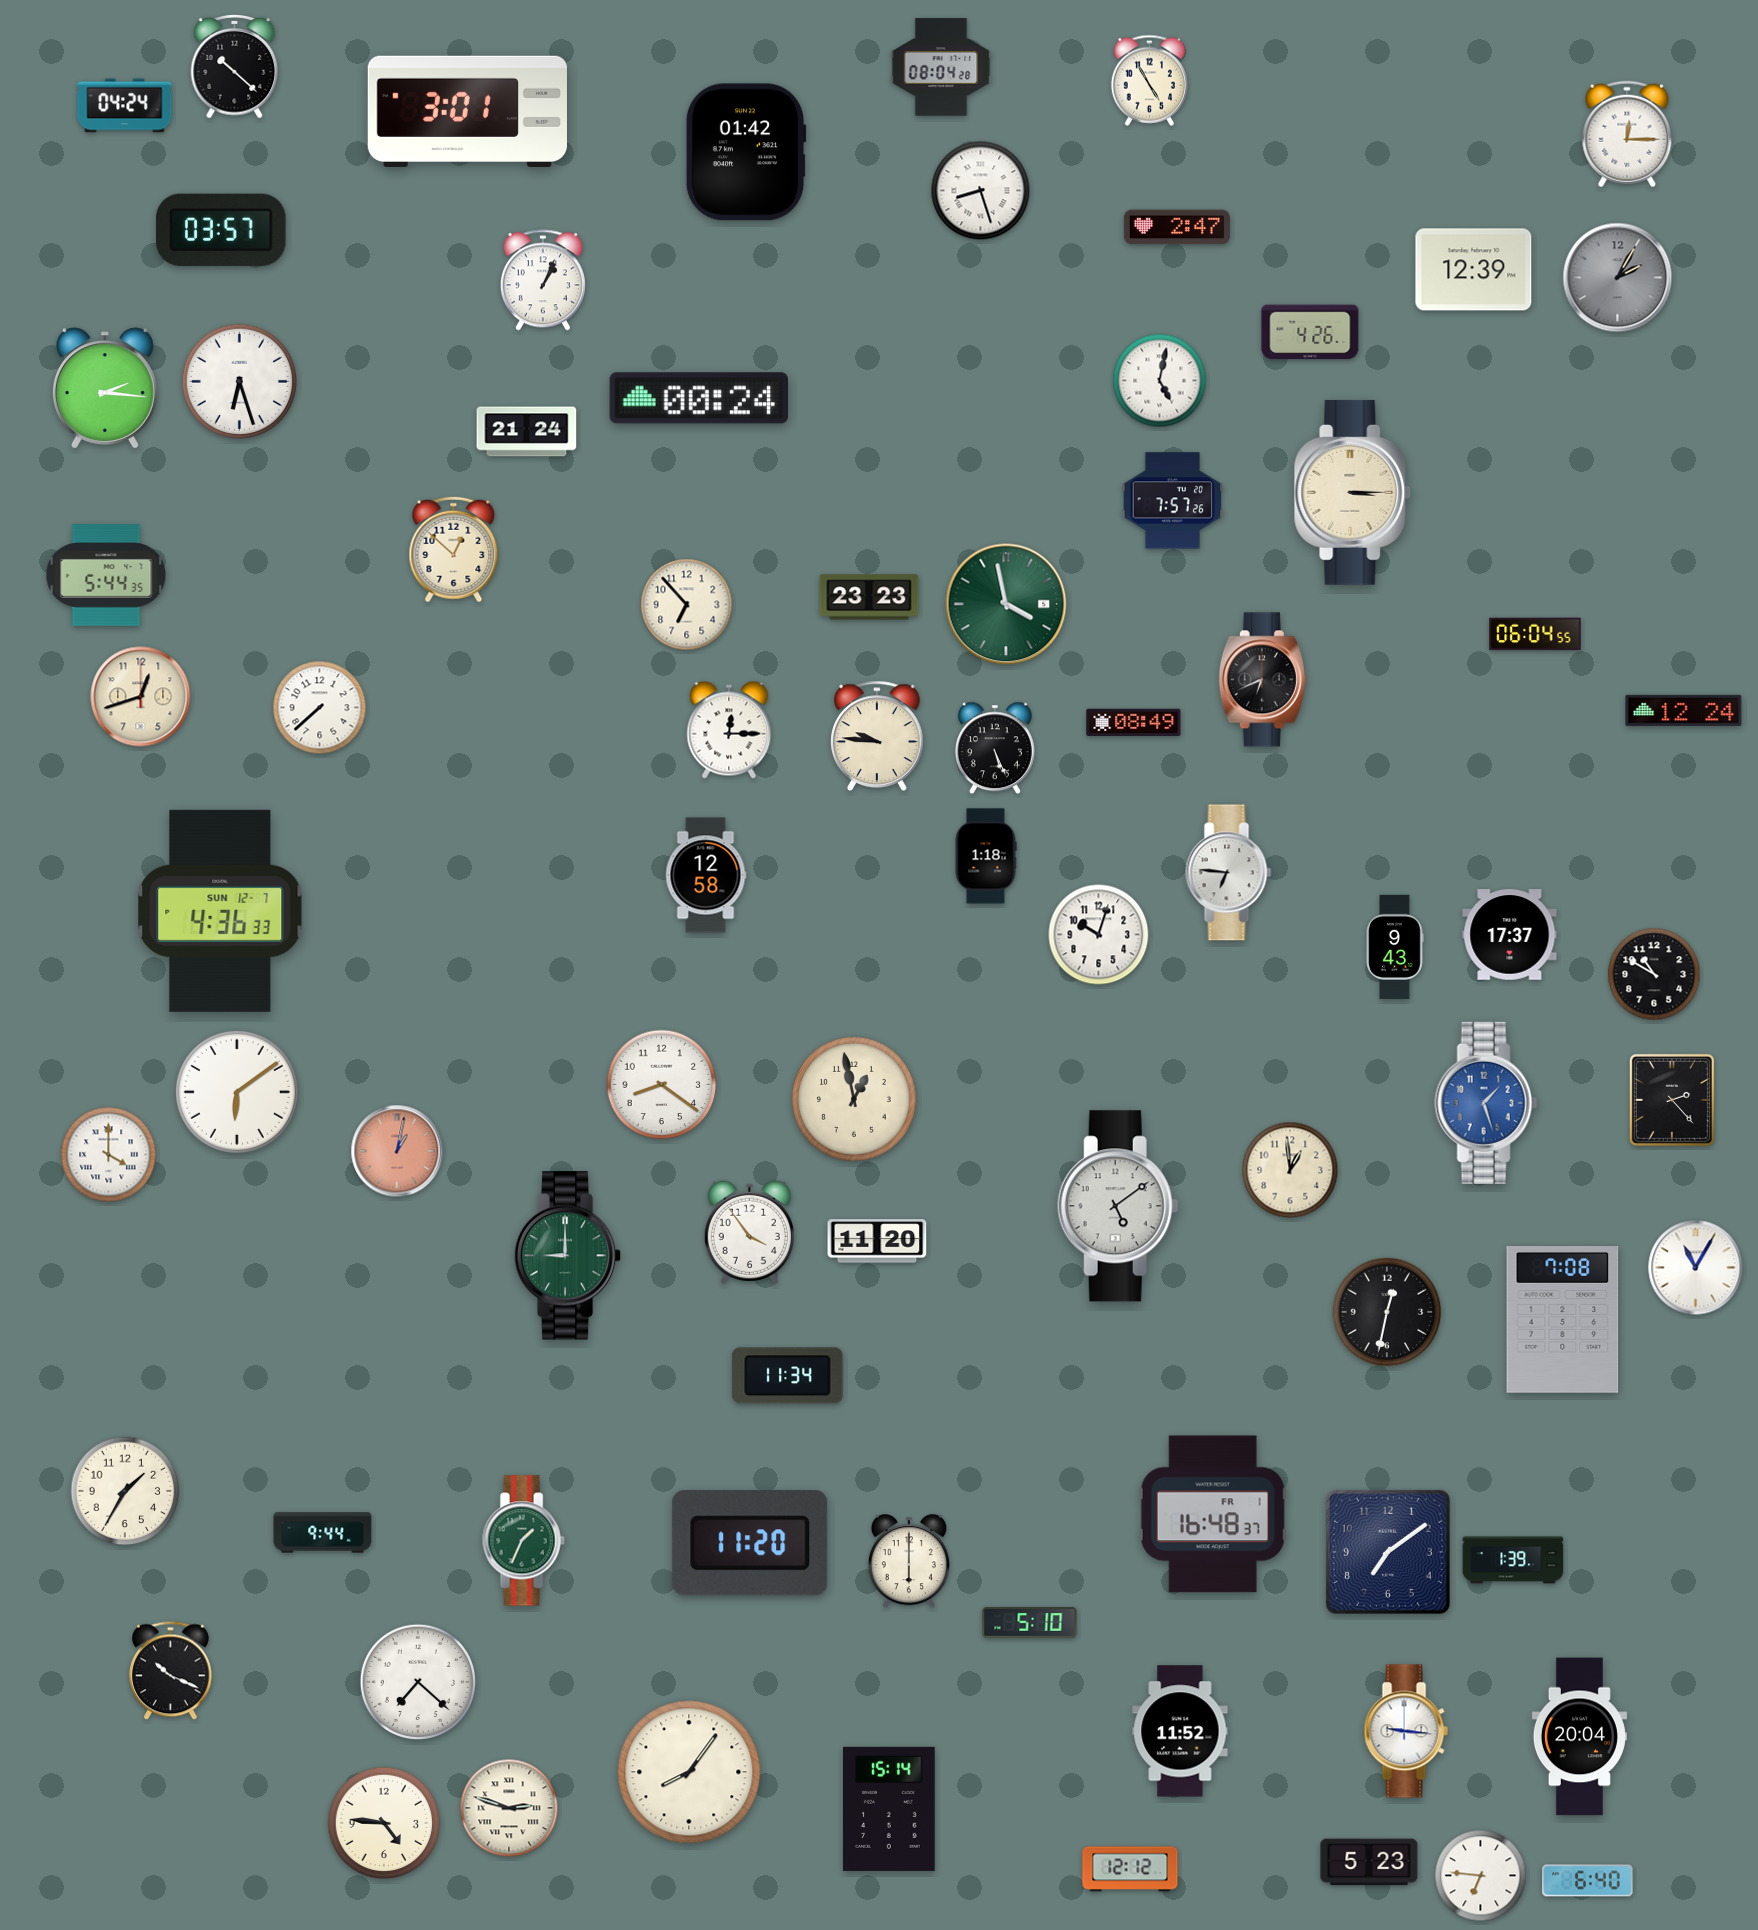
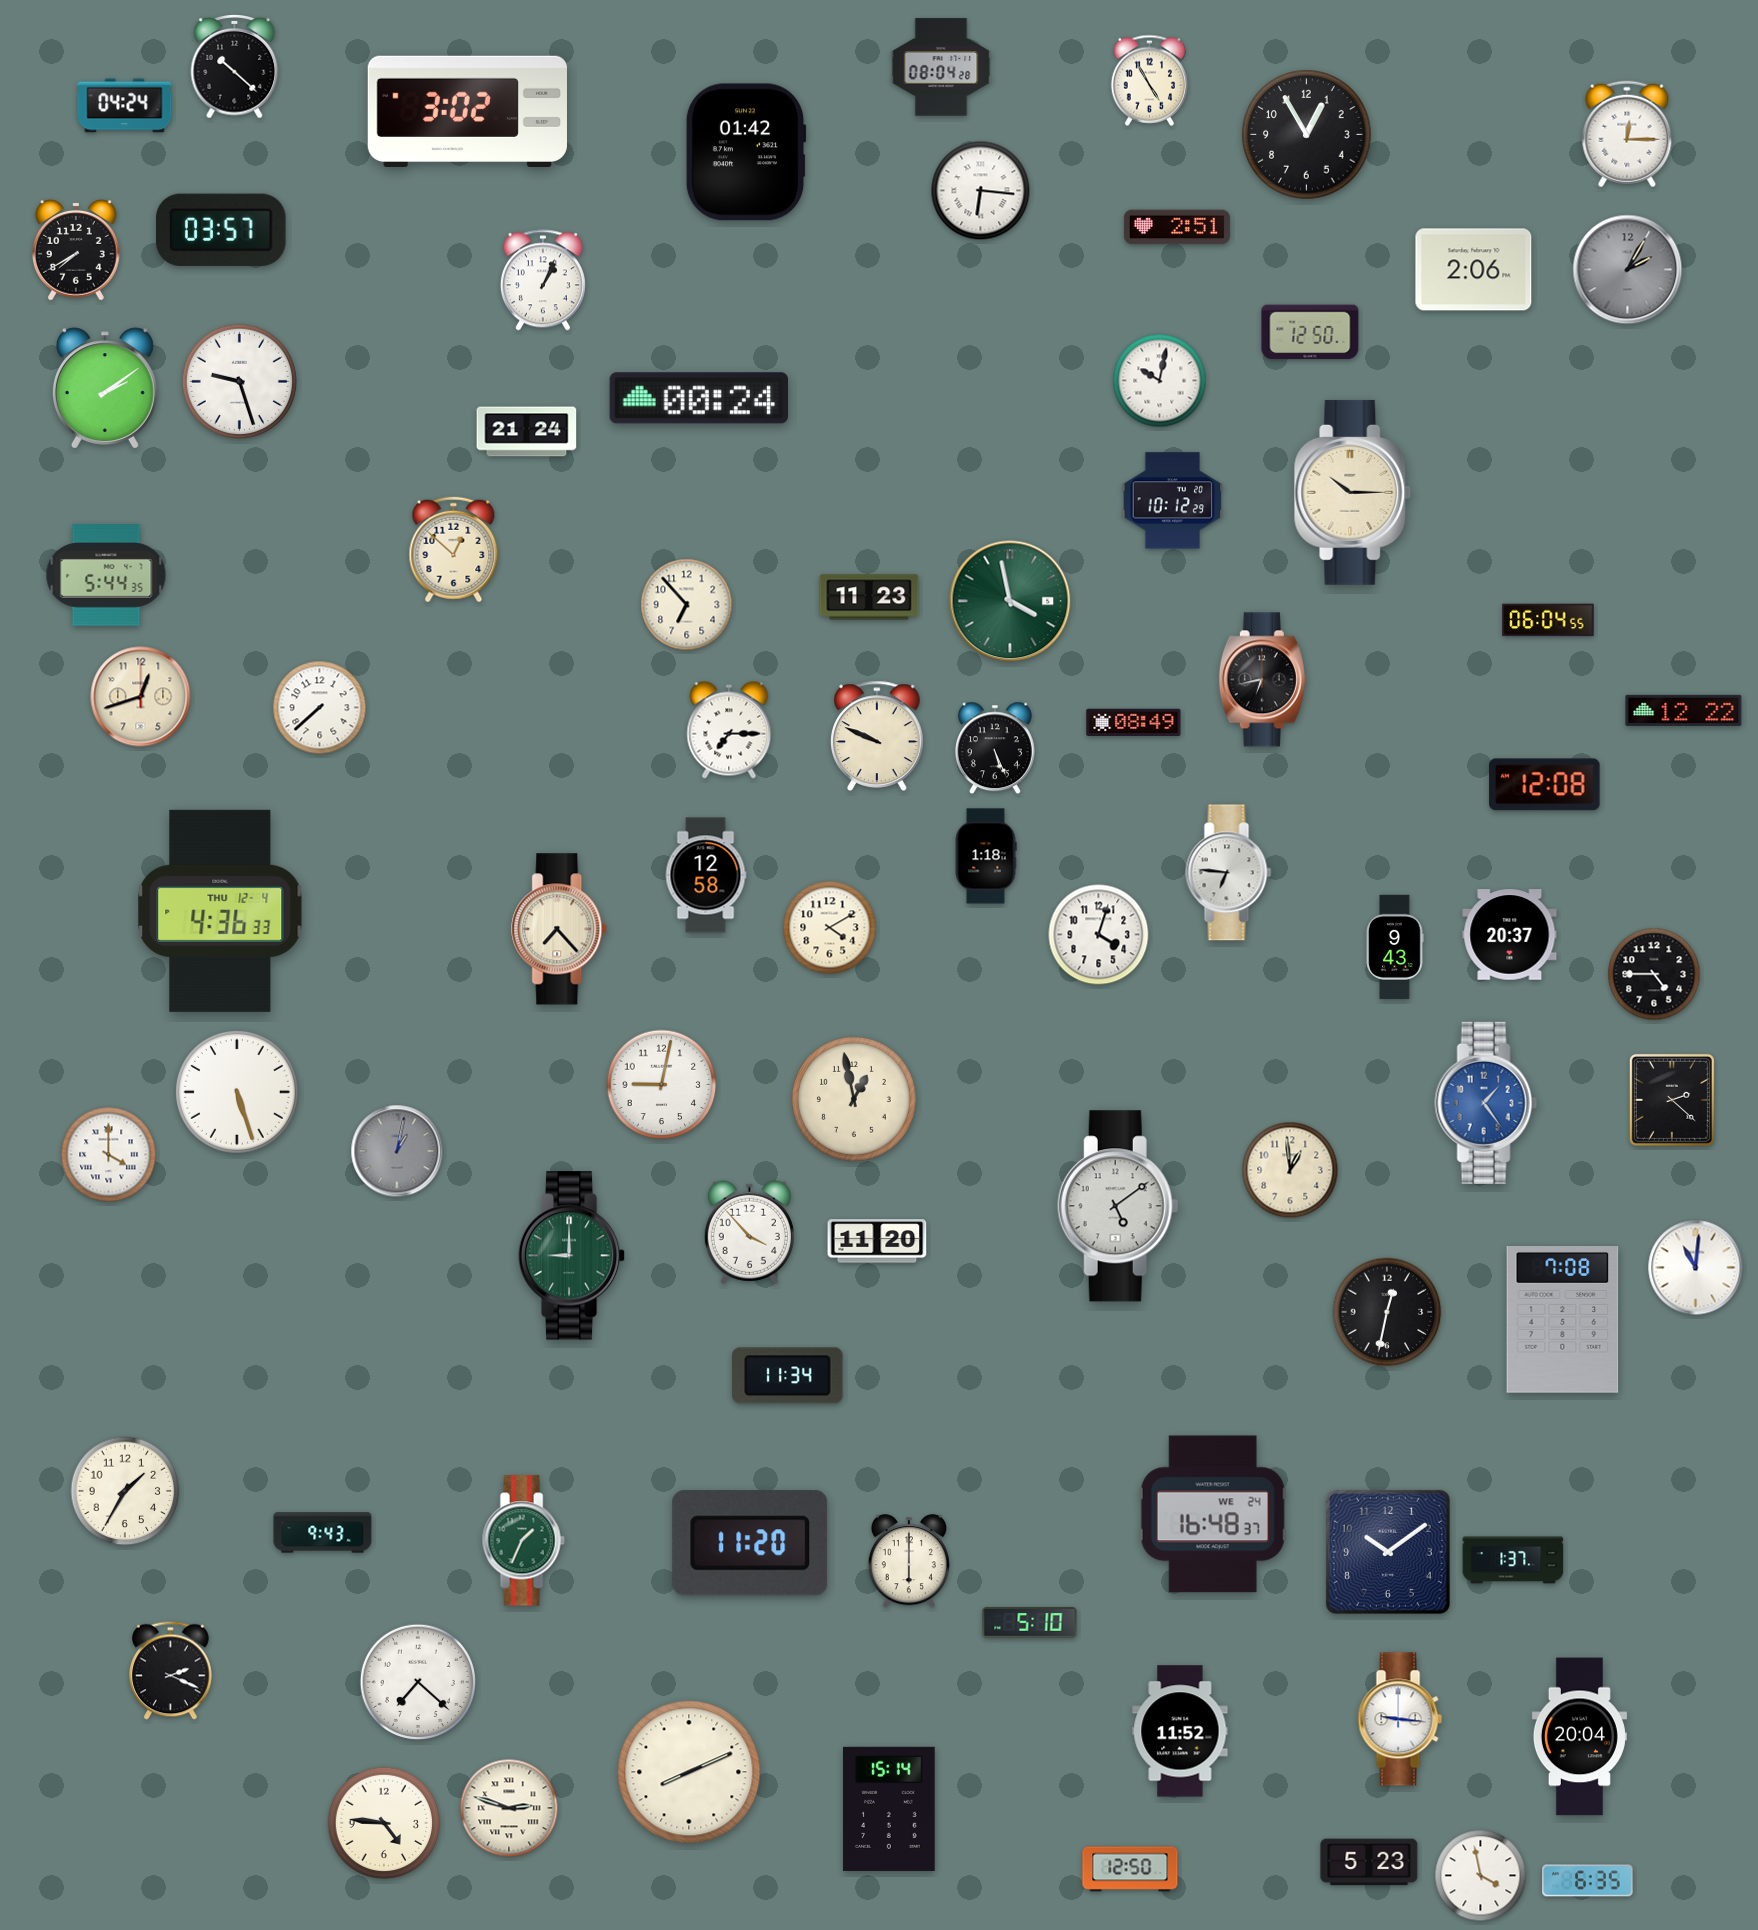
clock at (467, 111): 3:01 -> 3:02
clock at (1307, 135): none -> 12:55
clock at (981, 191): 8:27 -> 6:16
clock at (1177, 227): 2:47 -> 2:51
clock at (77, 251): none -> 7:40
clock at (1474, 270): 12:39 -> 2:06
clock at (1618, 278) position: (1618, 278) -> (1628, 270)
clock at (1310, 332): 4:26 -> 12:50
clock at (239, 381): 6:27 -> 9:27
clock at (1160, 381): 5:02 -> 10:02
clock at (105, 388): 2:16 -> 2:09
clock at (1353, 492): 3:15 -> 10:15
clock at (1173, 501): 7:57 -> 10:12
clock at (869, 597): 23:23 -> 11:23
clock at (1006, 604) position: (1006, 604) -> (1010, 601)
clock at (1535, 634) position: (1535, 634) -> (1548, 620)
clock at (1262, 680): 6:41 -> 6:43
clock at (1684, 710): 12:24 -> 12:22
clock at (729, 730): 12:15 -> 7:15
clock at (878, 736): 9:46 -> 9:49
clock at (1545, 785): none -> 12:08
clock at (220, 911) date: SUN 12-7 -> THU 12-4
clock at (830, 928): none -> 4:10
clock at (560, 929): none -> 7:23
clock at (1099, 935): 10:03 -> 4:03
clock at (1510, 935): 17:37 -> 20:37
clock at (1654, 974): 10:50 -> 4:45
clock at (662, 1085): 8:21 -> 9:02
clock at (237, 1092): 6:09 -> 5:27
clock at (1672, 1100): 2:23 -> 2:22
clock at (1486, 1103): 1:27 -> 1:24
clock at (397, 1151) dial: salmon -> grey
clock at (749, 1233): 3:54 -> 3:53
clock at (568, 1256) position: (568, 1256) -> (572, 1256)
clock at (1696, 1268): 11:05 -> 11:01
clock at (1213, 1514) date: FR 1 -> WE 24
clock at (323, 1533): 9:44 -> 9:43
clock at (1388, 1552): 7:09 -> 10:09
clock at (1513, 1560): 1:39 -> 1:37
clock at (171, 1671): 10:19 -> 2:19
clock at (1406, 1731) position: (1406, 1731) -> (1400, 1719)
clock at (689, 1772): 8:06 -> 8:11
clock at (1130, 1869): 12:12 -> 12:50
clock at (1481, 1876): 6:46 -> 3:58
clock at (1588, 1881): 6:40 -> 6:35
